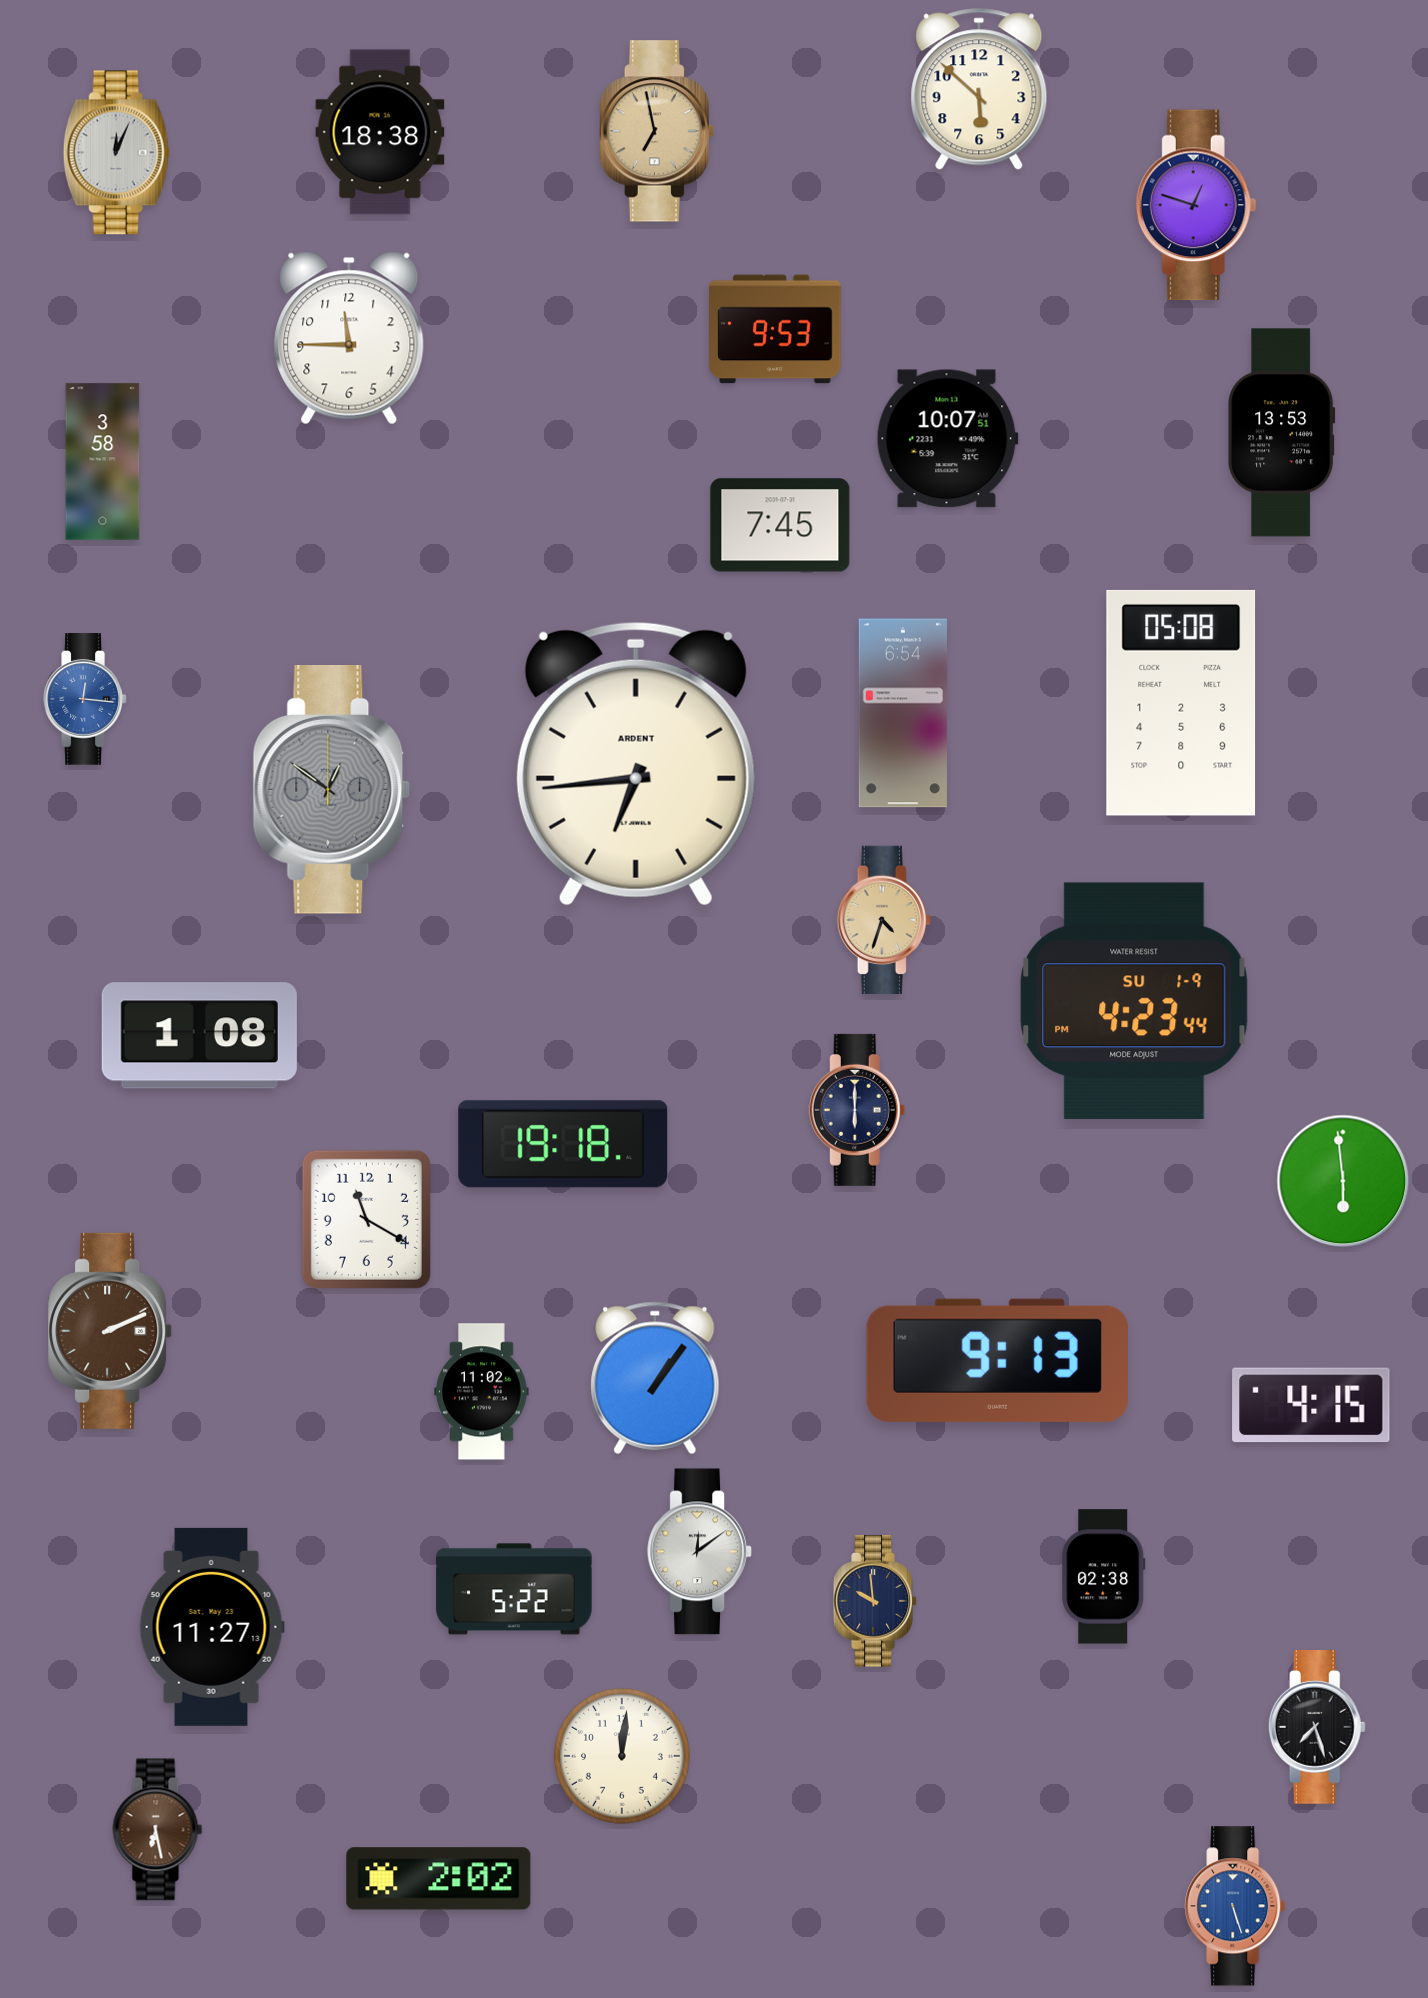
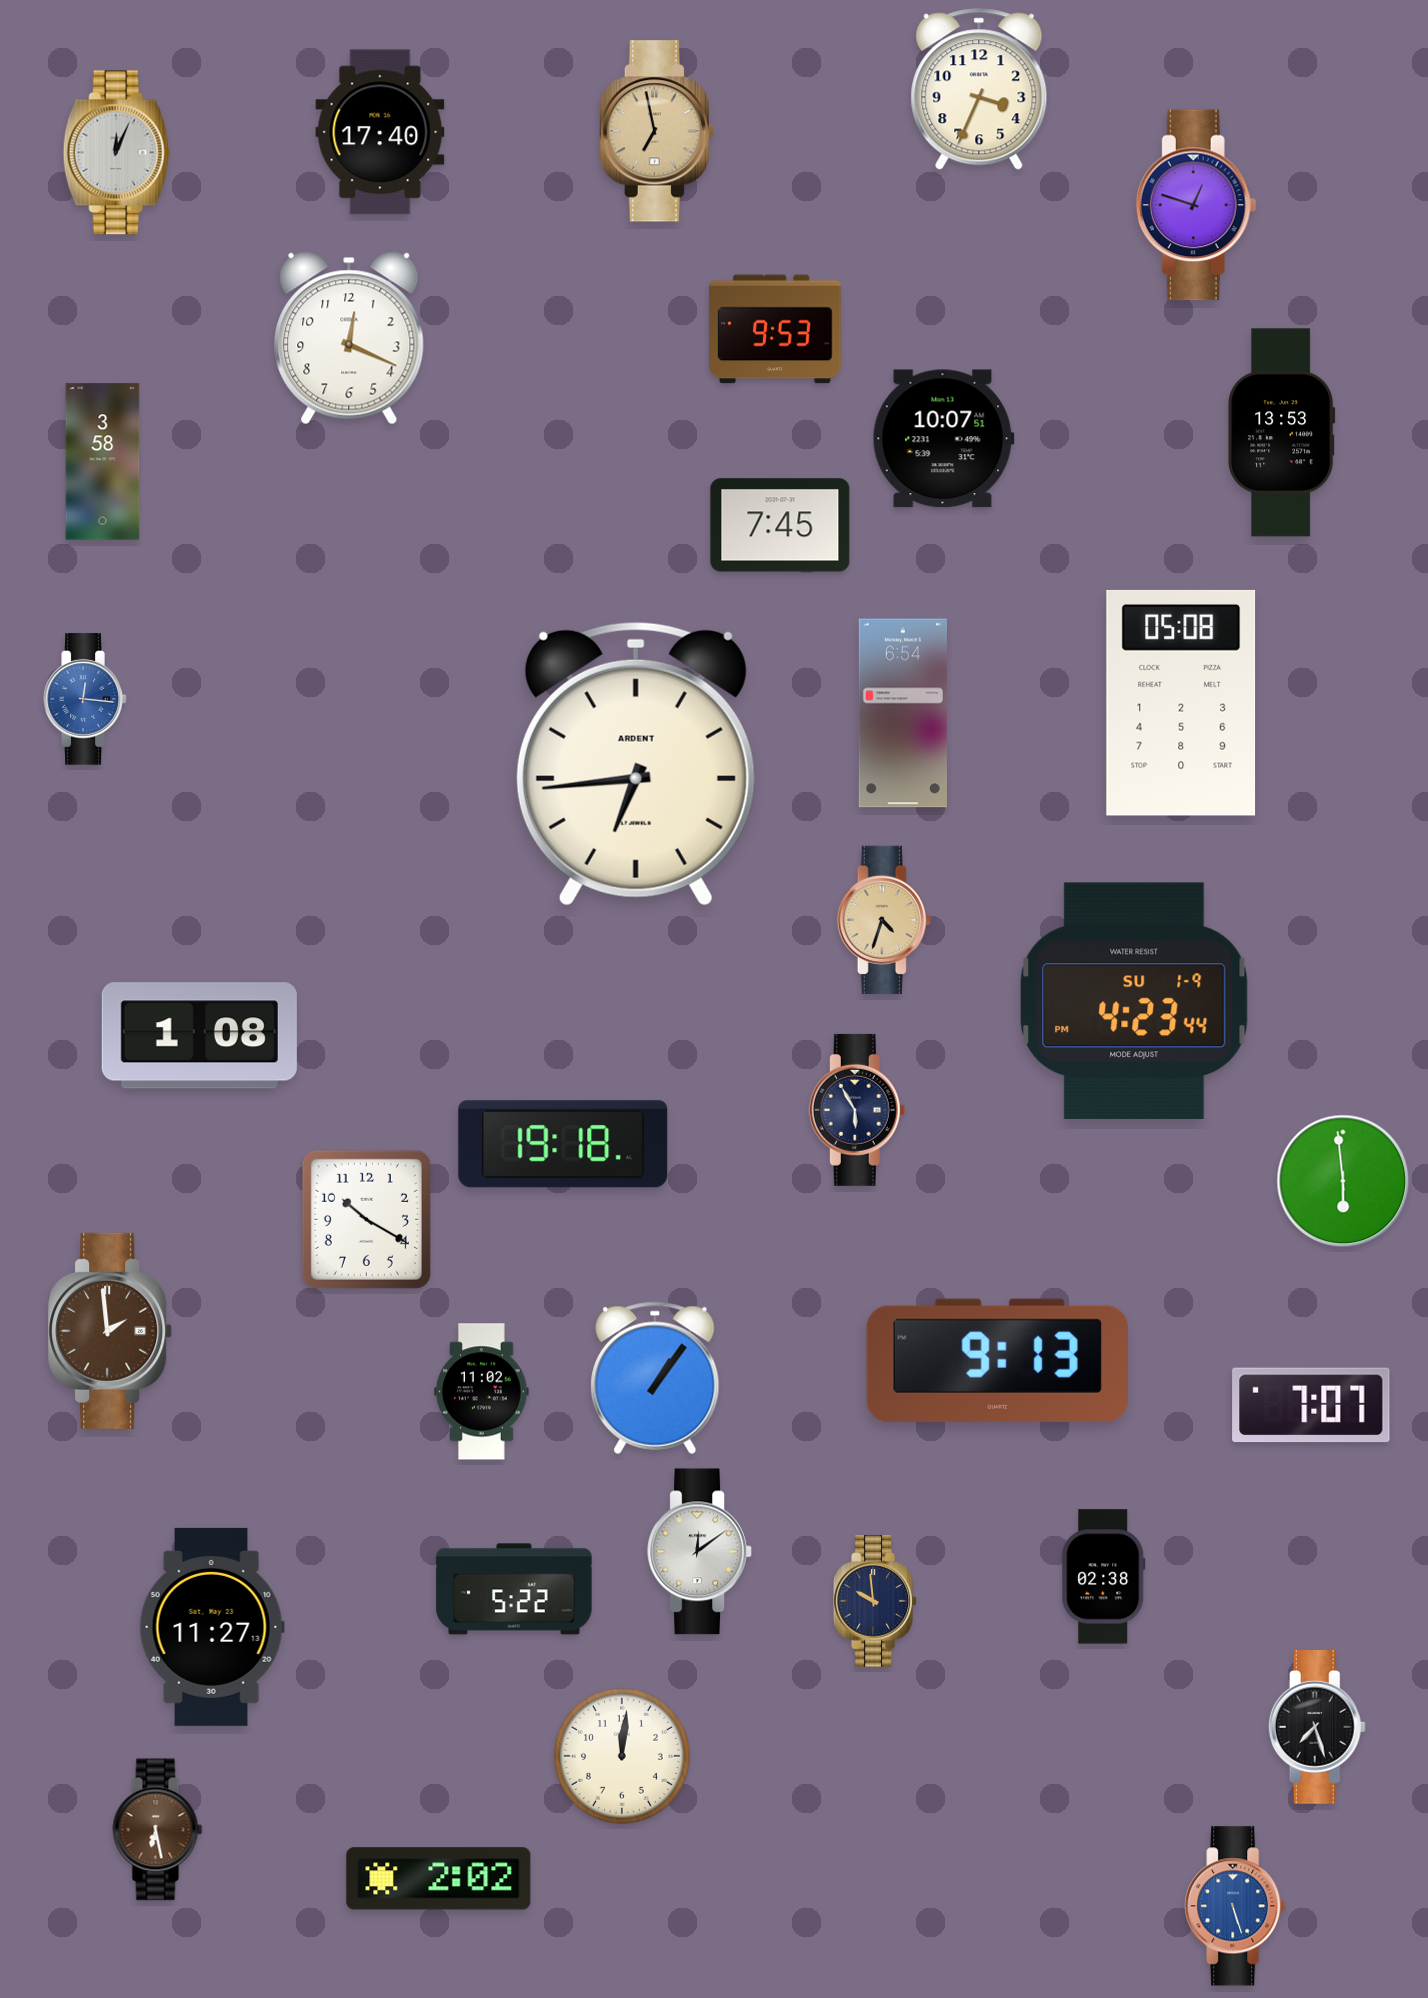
clock at (979, 89): 5:52 -> 3:34
clock at (380, 132): 18:38 -> 17:40
clock at (349, 338): 11:45 -> 12:19
clock at (947, 439) position: (947, 439) -> (943, 439)
clock at (332, 790): 12:51 -> none
clock at (857, 1110): 6:00 -> 5:55
clock at (366, 1219): 11:20 -> 10:20
clock at (111, 1331): 2:11 -> 1:59
clock at (1311, 1405): 4:15 -> 7:07
